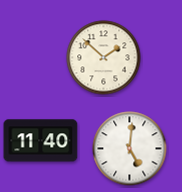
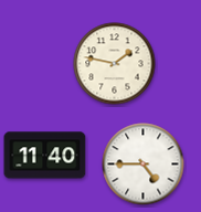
clock at (104, 58): 1:52 -> 1:47
clock at (130, 149): 5:01 -> 4:45
